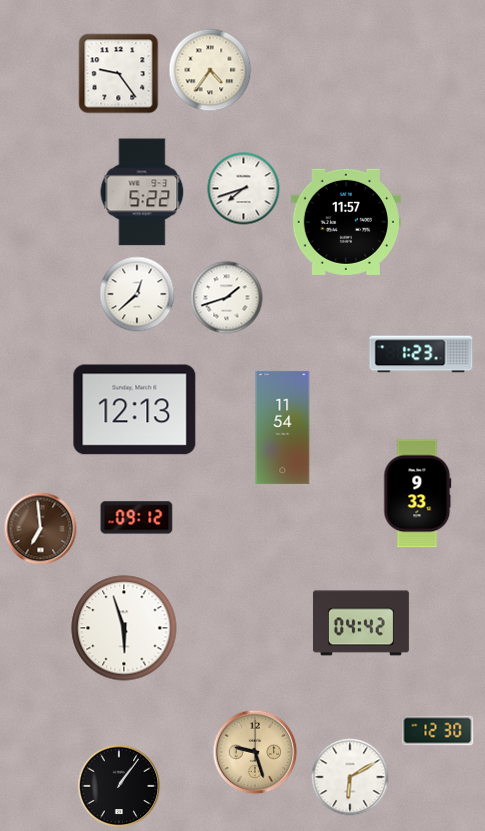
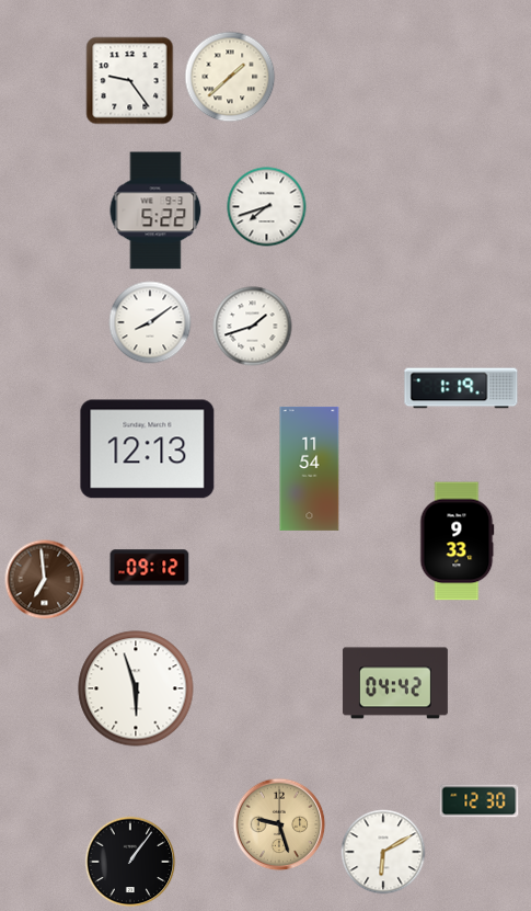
clock at (210, 70): 4:36 -> 1:38
clock at (345, 222): 11:57 -> none
clock at (137, 294): 12:38 -> 8:09
clock at (227, 298) position: (227, 298) -> (253, 327)
clock at (421, 354): 1:23 -> 1:19
